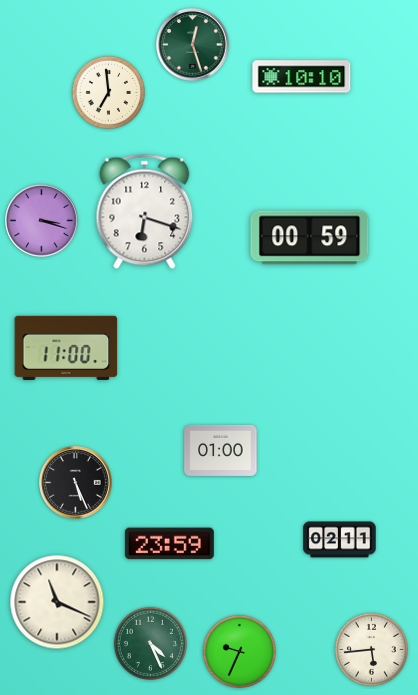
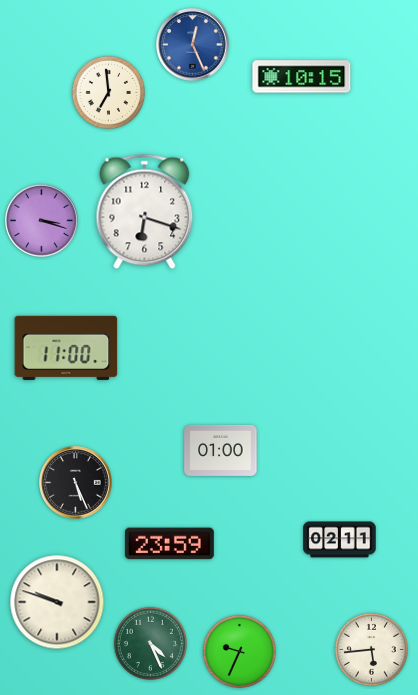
clock at (193, 45): 12:27 -> 12:26
clock at (193, 45) dial: green -> blue
clock at (302, 77): 10:10 -> 10:15
clock at (310, 238): 00:59 -> none
clock at (57, 602): 11:19 -> 9:48
